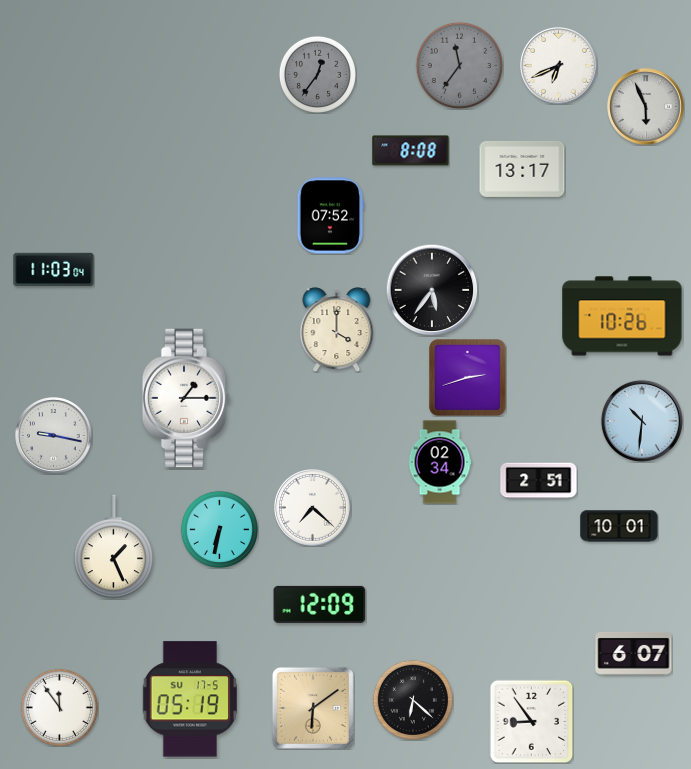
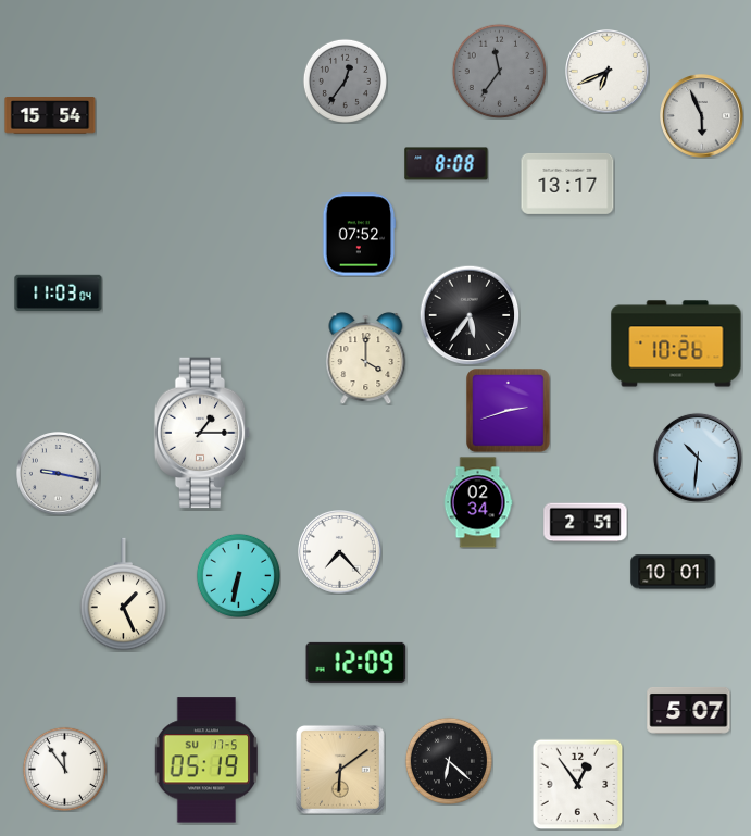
clock at (50, 116): none -> 15:54
clock at (313, 508): 7:22 -> 7:23
clock at (320, 604) position: (320, 604) -> (356, 662)
clock at (634, 653): 6:07 -> 5:07
clock at (531, 721): 8:54 -> 12:54
